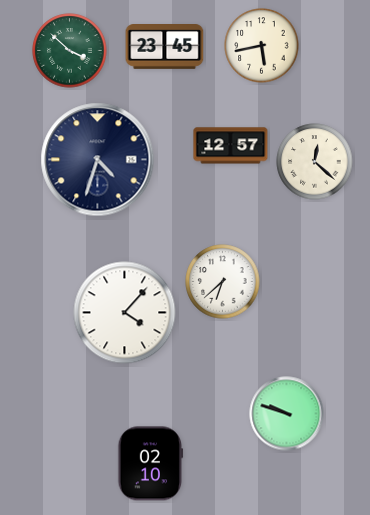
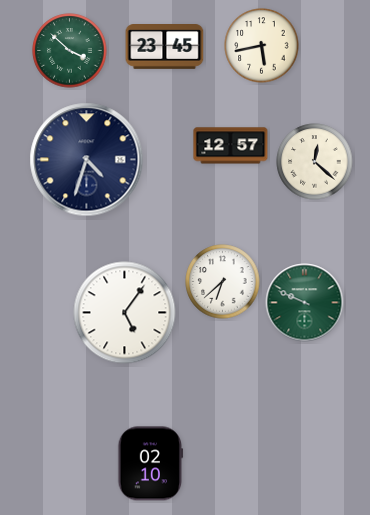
clock at (98, 160) position: (98, 160) -> (87, 160)
clock at (305, 303): none -> 9:49
clock at (125, 313): 4:07 -> 5:06
clock at (287, 414): 9:48 -> none
